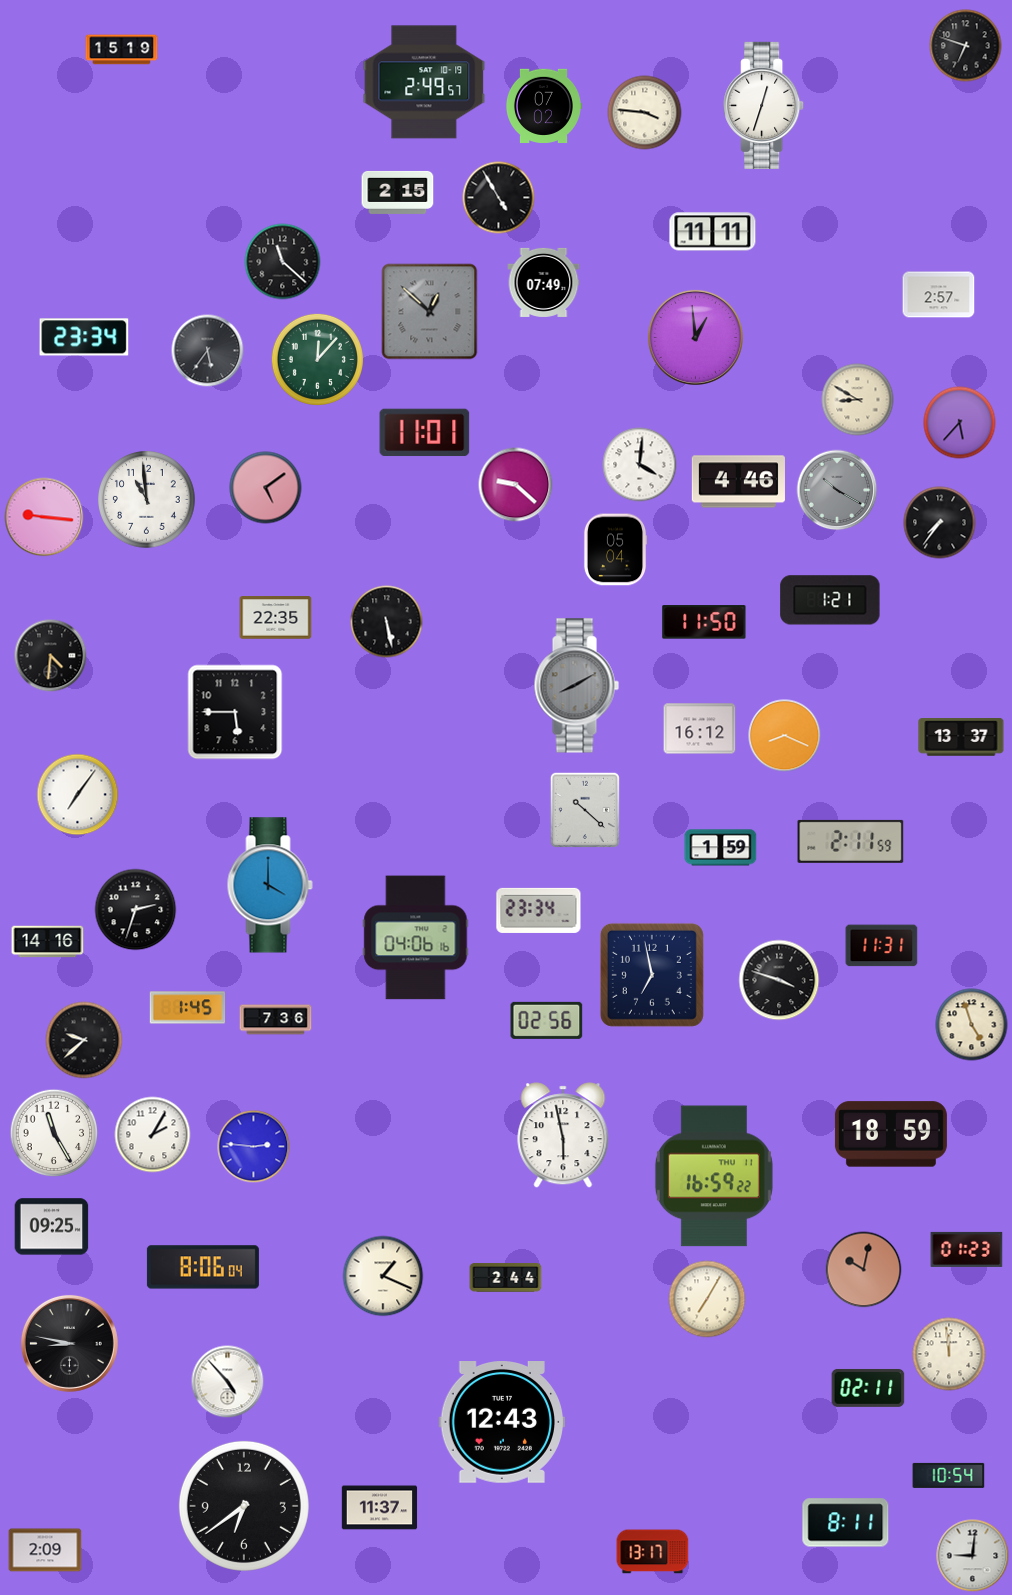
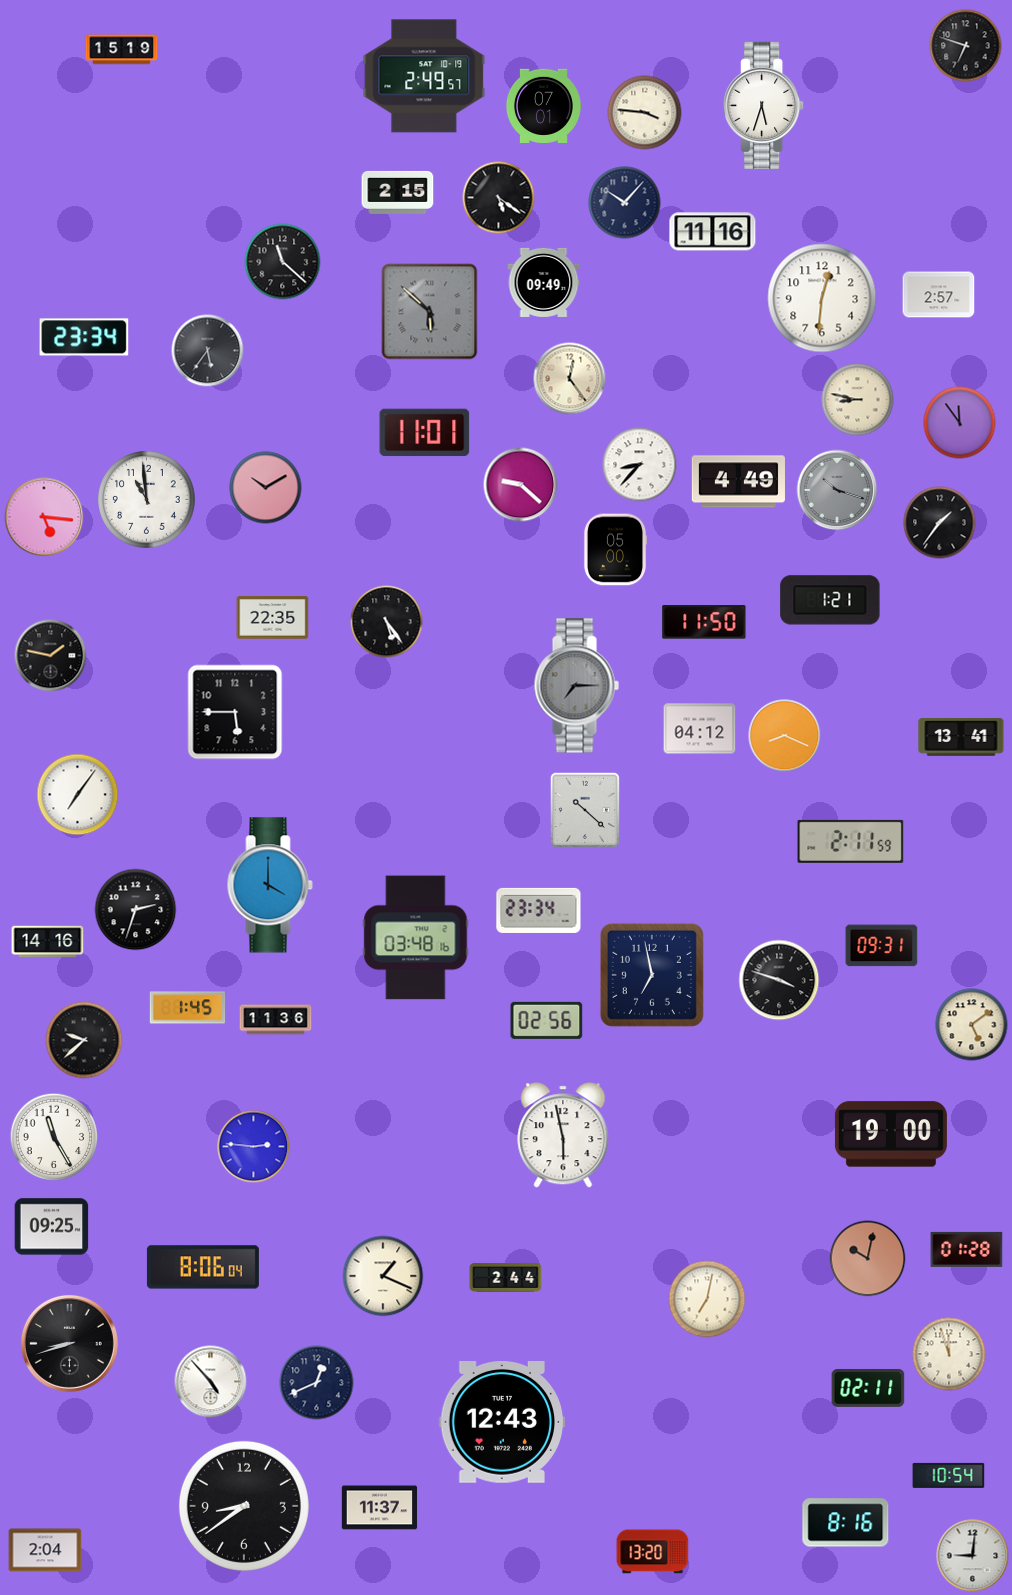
clock at (424, 82) position: (424, 82) -> (424, 76)
clock at (543, 105): 07:02 -> 07:01
clock at (764, 105): 12:33 -> 5:33
clock at (499, 198): 4:55 -> 5:21
clock at (625, 203): none -> 10:07
clock at (713, 232): 11:11 -> 11:16
clock at (544, 282): 07:49 -> 09:49
clock at (822, 298): none -> 12:31
clock at (430, 312): 12:52 -> 5:52
clock at (695, 337): 12:59 -> none
clock at (317, 359): 12:07 -> none
clock at (570, 379): none -> 12:24
clock at (858, 400): 8:50 -> 8:47
clock at (960, 423): 5:37 -> 11:54
clock at (640, 465): 4:01 -> 8:37
clock at (738, 482): 4:46 -> 4:49
clock at (516, 485) position: (516, 485) -> (521, 485)
clock at (266, 488): 5:09 -> 10:10
clock at (837, 490): 10:20 -> 10:18
clock at (44, 517): 9:16 -> 5:16
clock at (940, 523): 7:36 -> 1:36
clock at (615, 550): 05:04 -> 05:00
clock at (276, 618) position: (276, 618) -> (273, 618)
clock at (387, 622): 5:28 -> 5:24
clock at (51, 656): 4:31 -> 1:47
clock at (576, 686): 8:10 -> 7:15
clock at (700, 729): 16:12 -> 04:12
clock at (961, 737): 13:37 -> 13:41
clock at (721, 848): 1:59 -> none
clock at (416, 938): 04:06 -> 03:48
clock at (882, 946): 11:31 -> 09:31
clock at (276, 1020): 7:36 -> 11:36
clock at (972, 1025): 4:57 -> 5:09
clock at (54, 1133) position: (54, 1133) -> (54, 1137)
clock at (891, 1134): 18:59 -> 19:00
clock at (153, 1135): 2:05 -> none
clock at (714, 1176): 16:59 -> none
clock at (967, 1249): 01:23 -> 01:28
clock at (864, 1270) position: (864, 1270) -> (868, 1259)
clock at (707, 1299): 7:05 -> 7:02
clock at (69, 1343): 8:47 -> 8:42
clock at (949, 1354): 11:59 -> 11:57
clock at (228, 1382) position: (228, 1382) -> (211, 1382)
clock at (317, 1383): none -> 12:41
clock at (244, 1506): 6:39 -> 8:39
clock at (846, 1523): 8:11 -> 8:16
clock at (45, 1550): 2:09 -> 2:04
clock at (653, 1552): 13:17 -> 13:20
